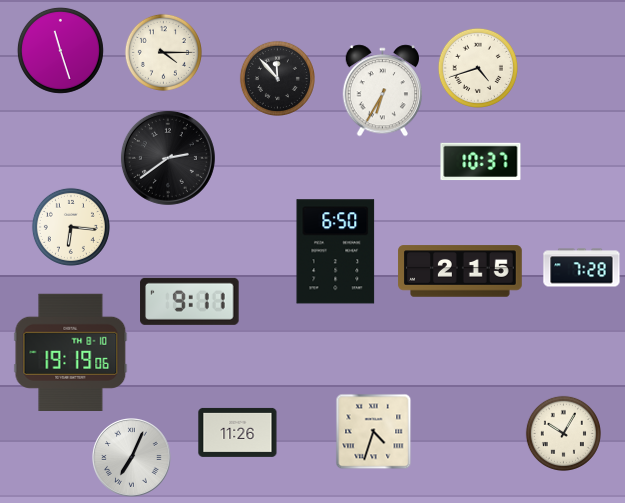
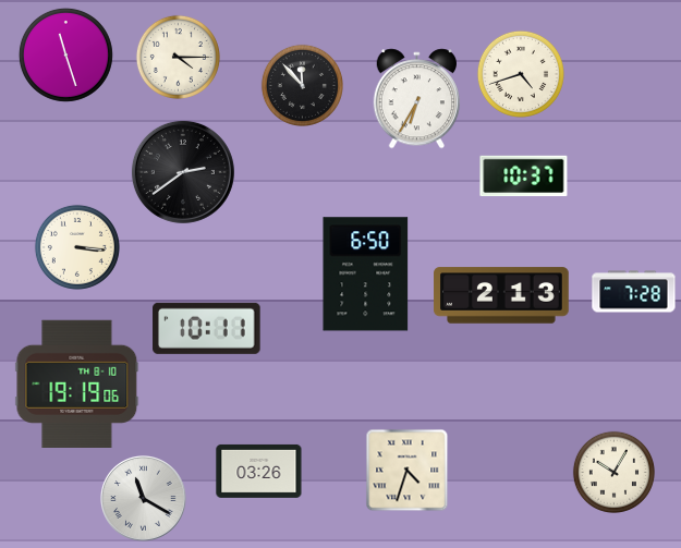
clock at (71, 227): 6:16 -> 3:16
clock at (460, 271): 2:15 -> 2:13
clock at (190, 301): 9:11 -> 10:11
clock at (238, 432): 11:26 -> 03:26
clock at (132, 458): 7:04 -> 11:20
